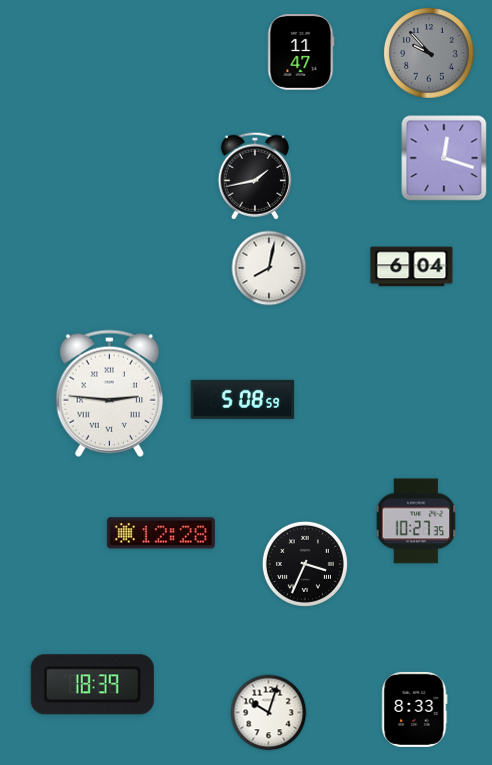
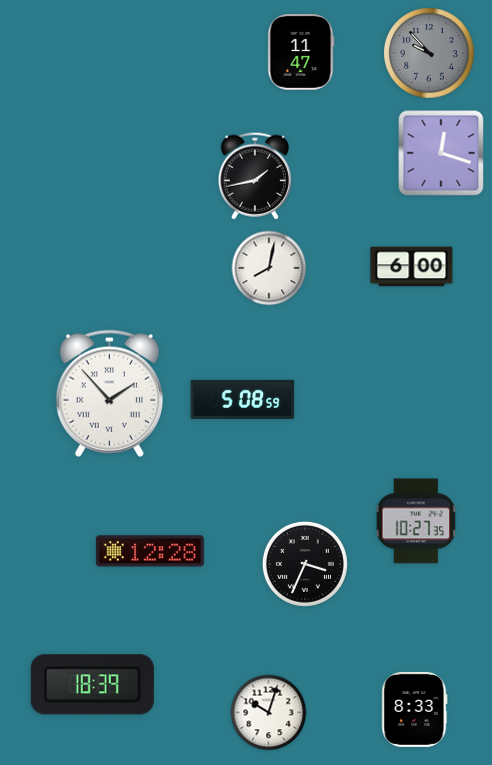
clock at (444, 158) position: (444, 158) -> (441, 153)
clock at (412, 267): 6:04 -> 6:00
clock at (109, 393): 2:46 -> 1:53
clock at (161, 533) position: (161, 533) -> (150, 551)
